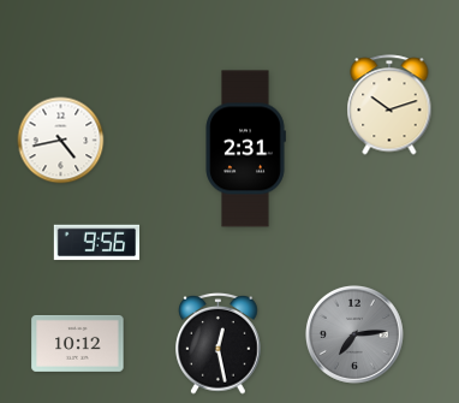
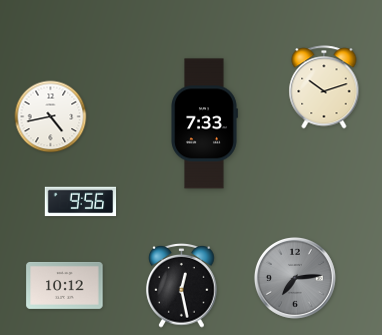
clock at (245, 149): 2:31 -> 7:33
